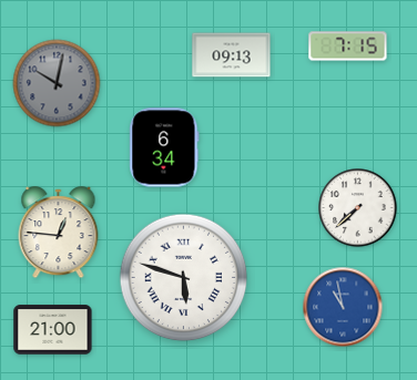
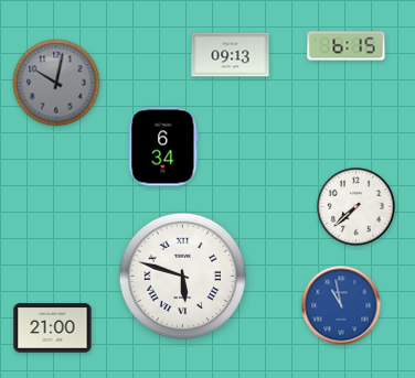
clock at (348, 47): 7:15 -> 6:15
clock at (59, 233): 12:46 -> none
